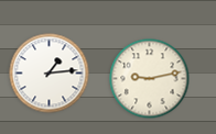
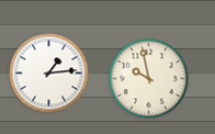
clock at (150, 79): 9:13 -> 9:58
